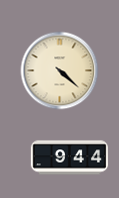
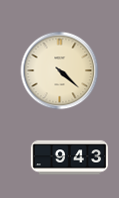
clock at (69, 158): 9:44 -> 9:43
